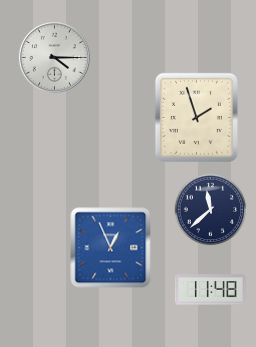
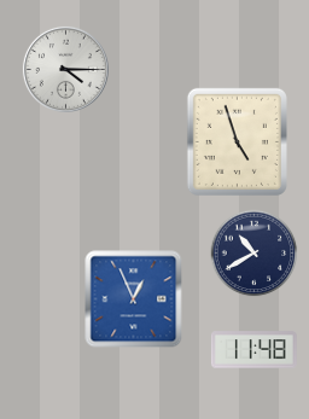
clock at (196, 117): 1:57 -> 4:57
clock at (211, 210): 11:38 -> 10:40
